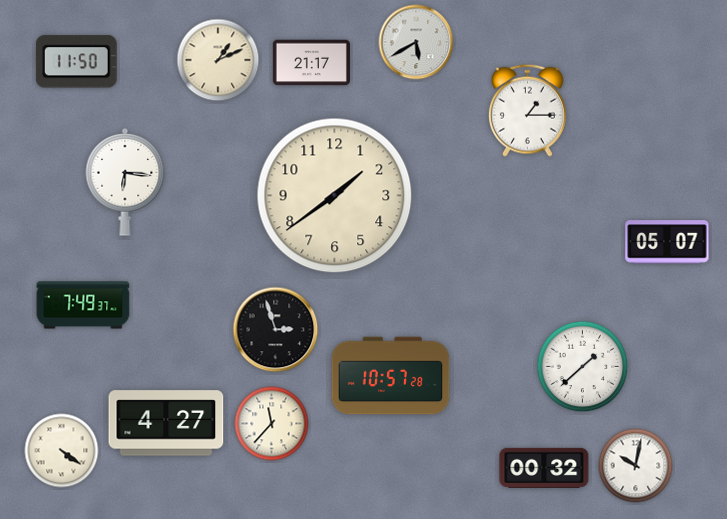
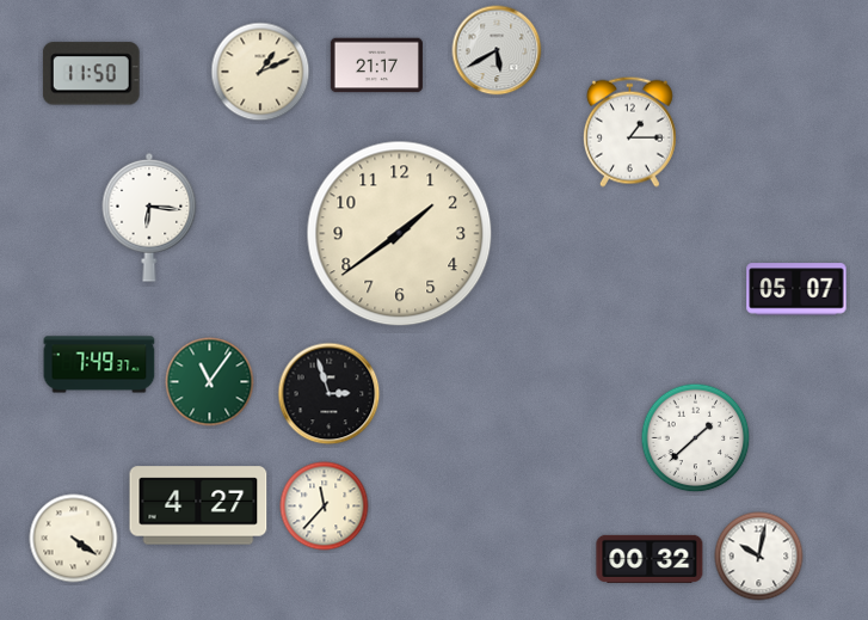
clock at (311, 63) position: (311, 63) -> (376, 66)
clock at (210, 382): none -> 11:06
clock at (391, 376): 10:57 -> none
